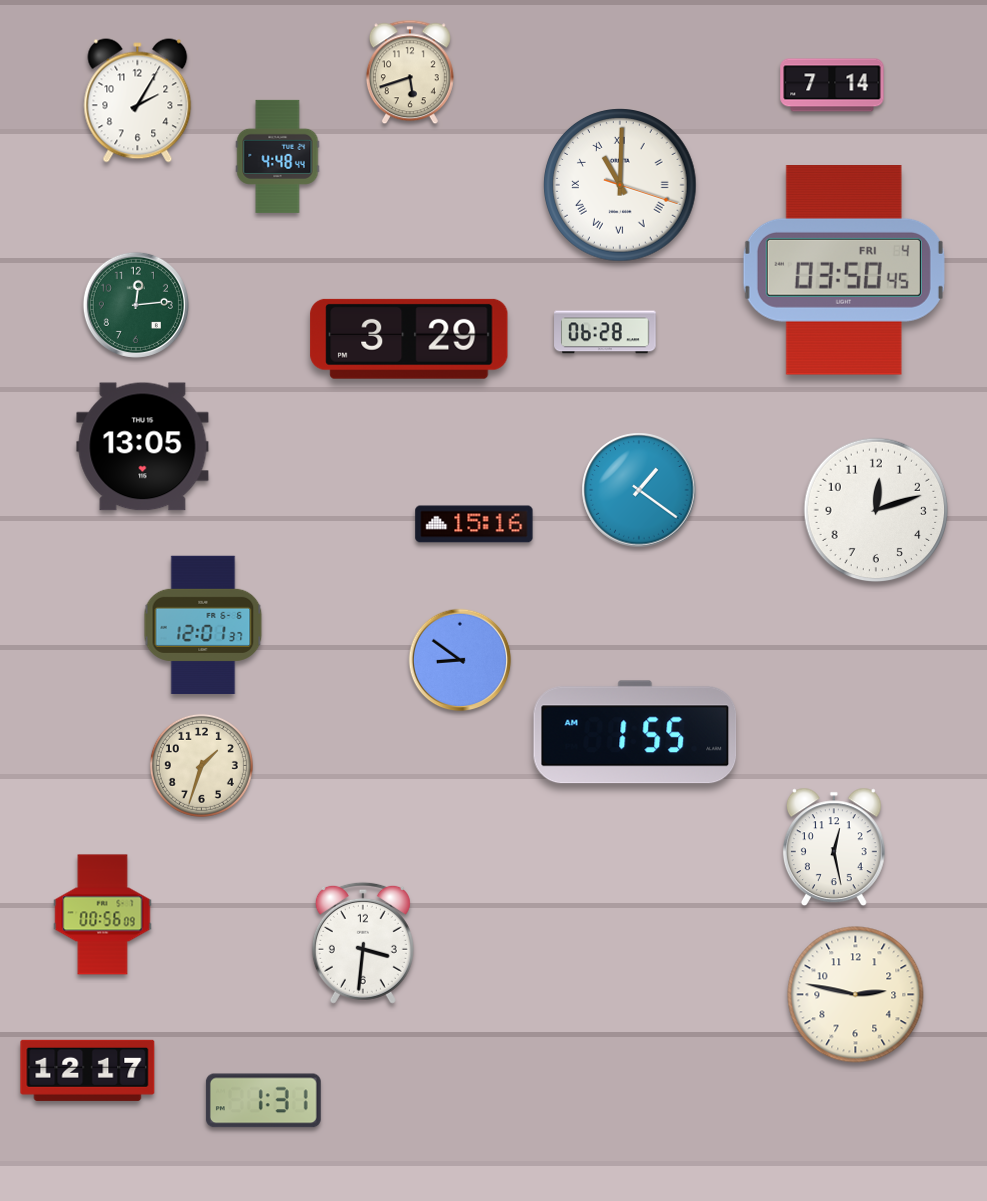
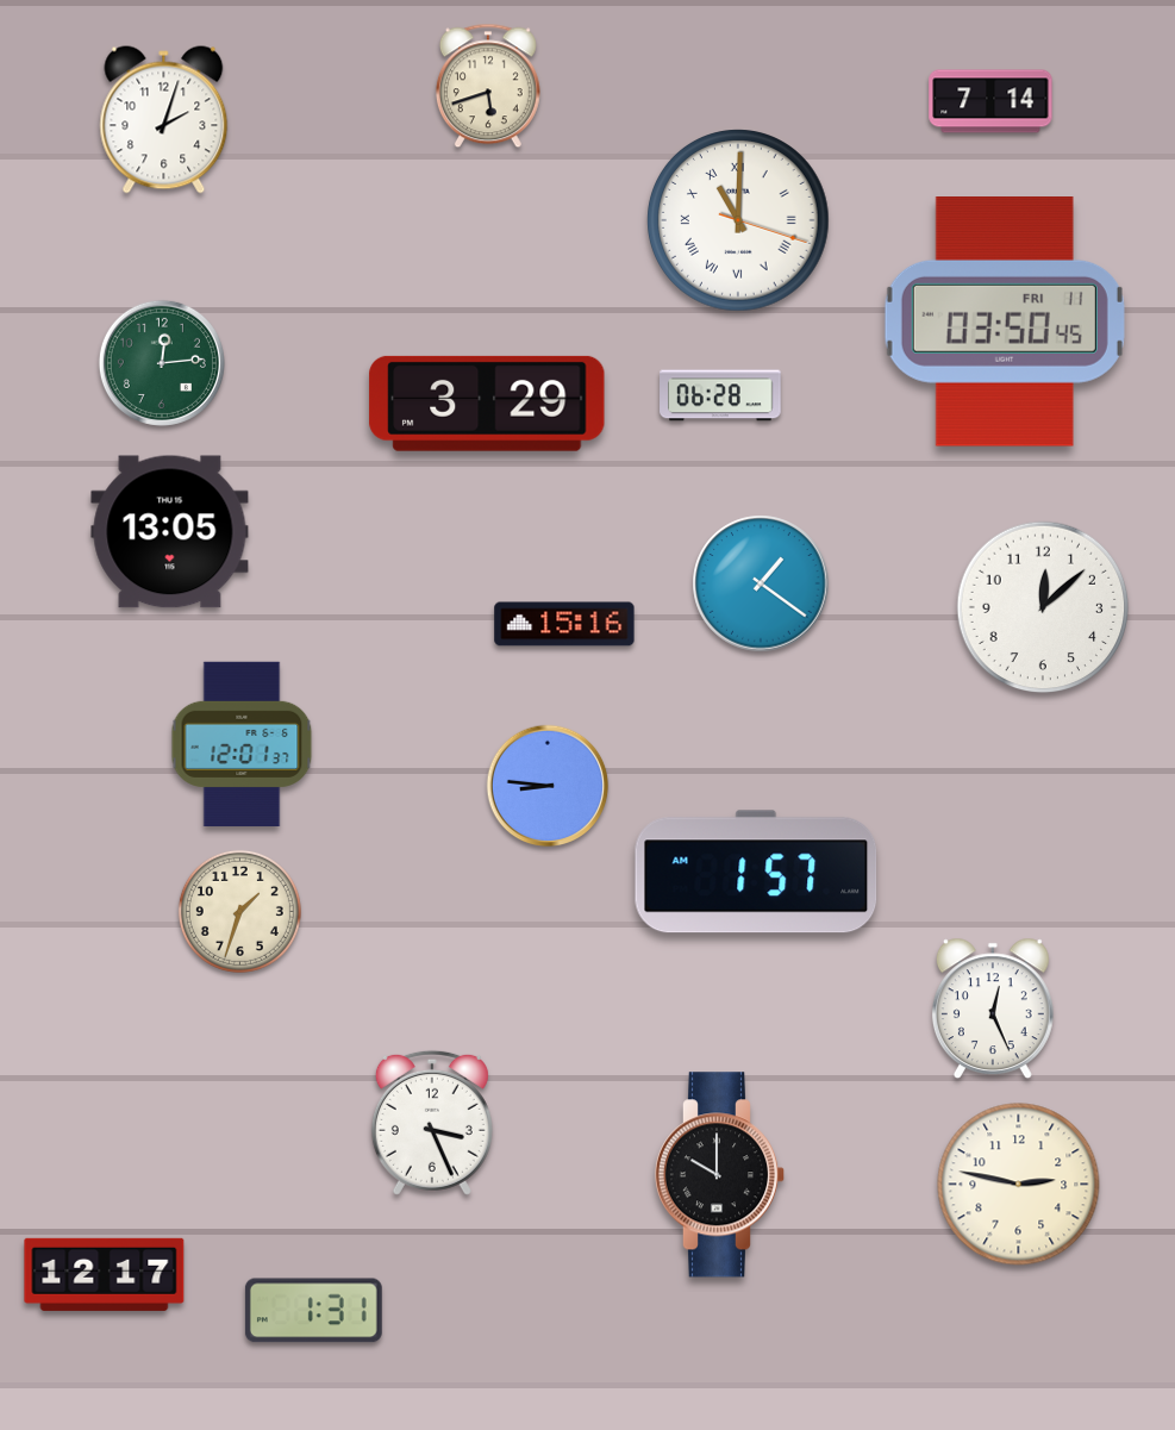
clock at (138, 101): 2:05 -> 2:03
clock at (278, 156): 4:48 -> none
clock at (844, 271) date: FRI 4 -> FRI 11
clock at (876, 510): 12:12 -> 12:08
clock at (460, 660): 8:51 -> 8:46
clock at (635, 732): 1:55 -> 1:57
clock at (834, 847): 12:28 -> 12:26
clock at (103, 915): 00:56 -> none
clock at (363, 943): 3:31 -> 3:26
clock at (720, 1175): none -> 10:00
